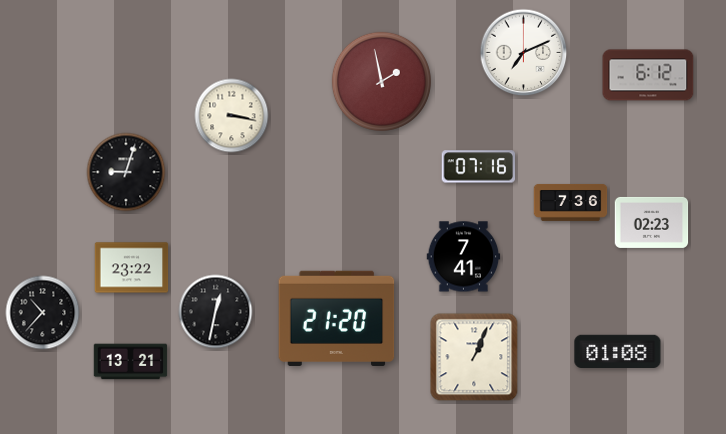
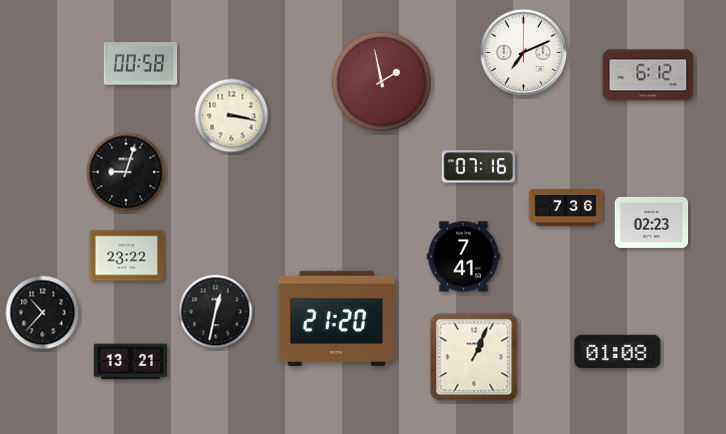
clock at (141, 64): none -> 00:58
clock at (571, 202) position: (571, 202) -> (566, 207)
clock at (132, 268) position: (132, 268) -> (127, 256)
